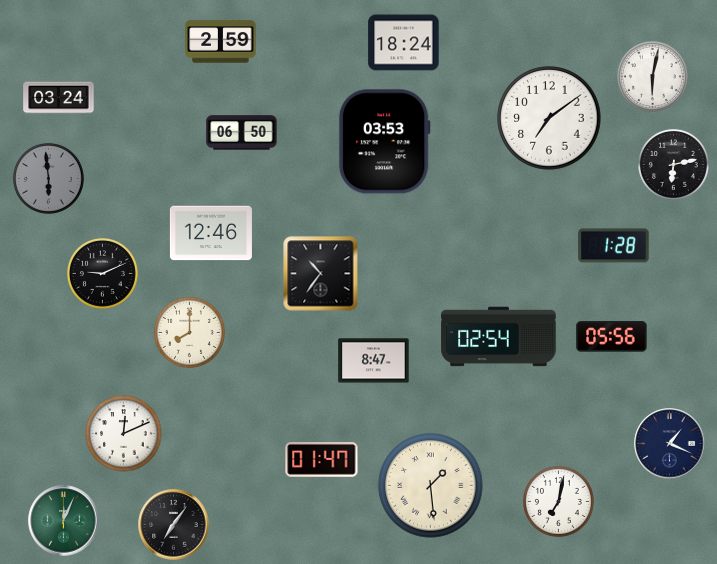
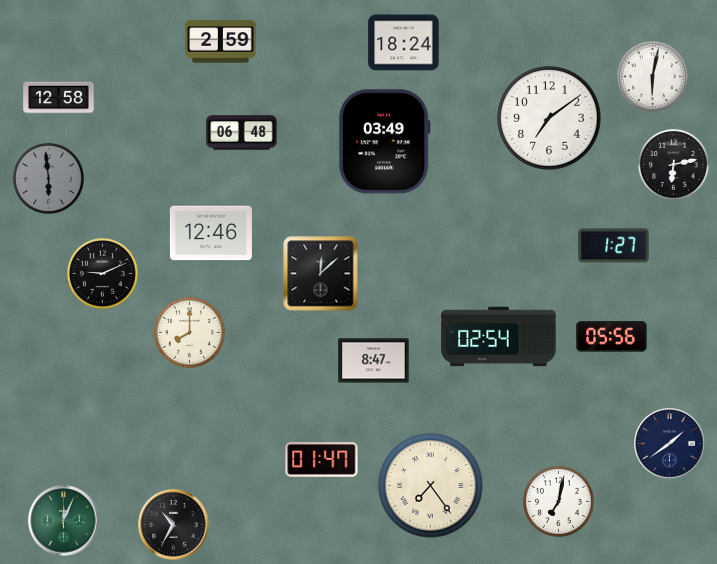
clock at (59, 98): 03:24 -> 12:58
clock at (242, 133): 06:50 -> 06:48
clock at (384, 142): 03:53 -> 03:49
clock at (614, 246): 1:28 -> 1:27
clock at (321, 274): 10:36 -> 12:08
clock at (124, 434): 12:11 -> none
clock at (670, 444): 1:19 -> 1:39
clock at (431, 486): 1:29 -> 7:24
clock at (174, 525): 7:06 -> 10:35
